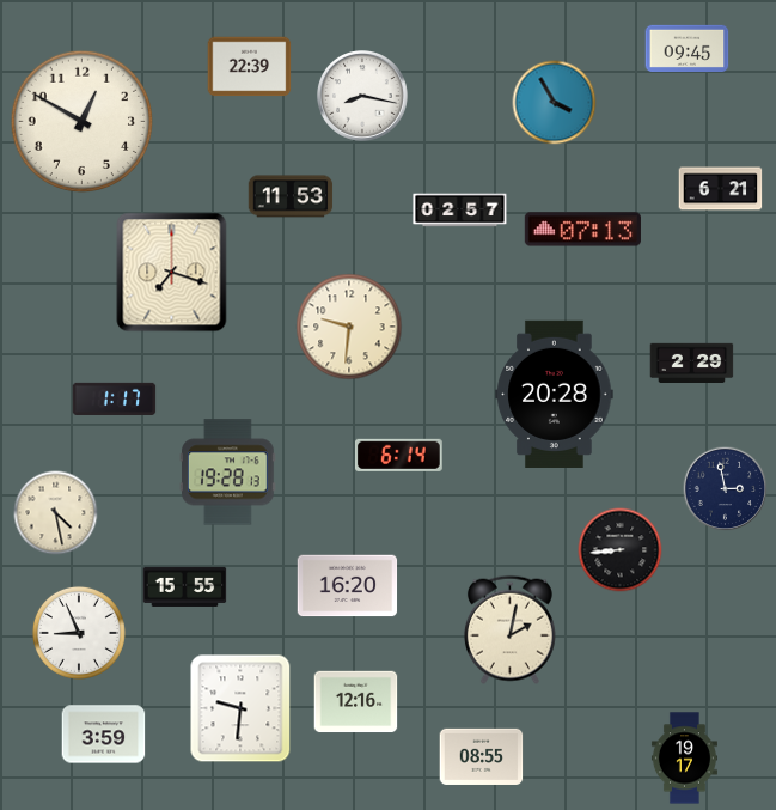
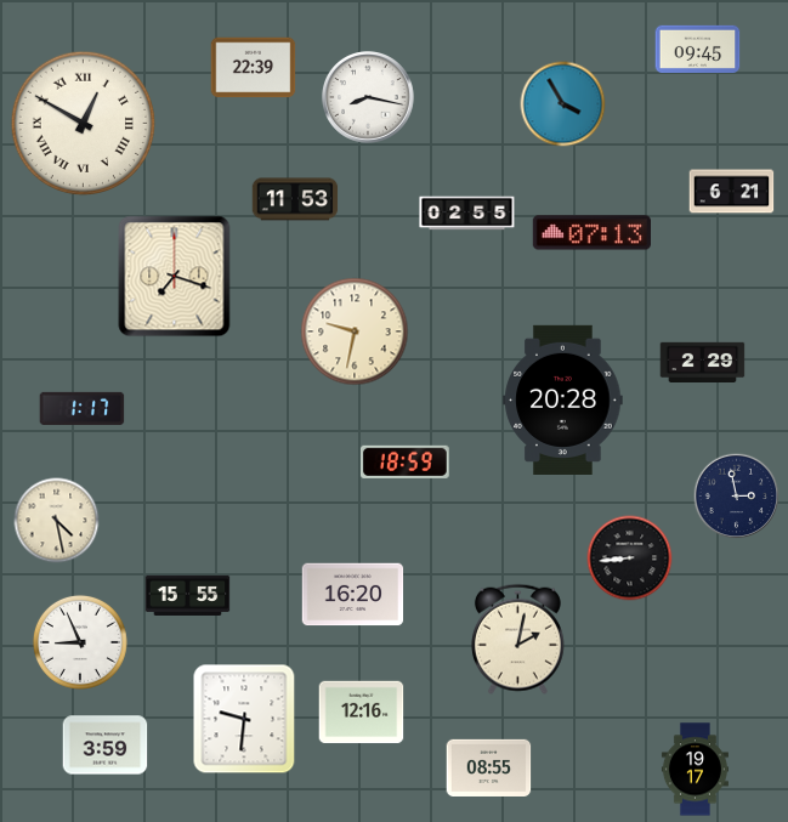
clock at (83, 122) numerals: Arabic -> Roman
clock at (460, 211): 02:57 -> 02:55
clock at (349, 327): 9:31 -> 9:32
clock at (692, 363) position: (692, 363) -> (703, 362)
clock at (115, 398) position: (115, 398) -> (83, 408)
clock at (398, 455): 6:14 -> 18:59
clock at (228, 473): 19:28 -> none
